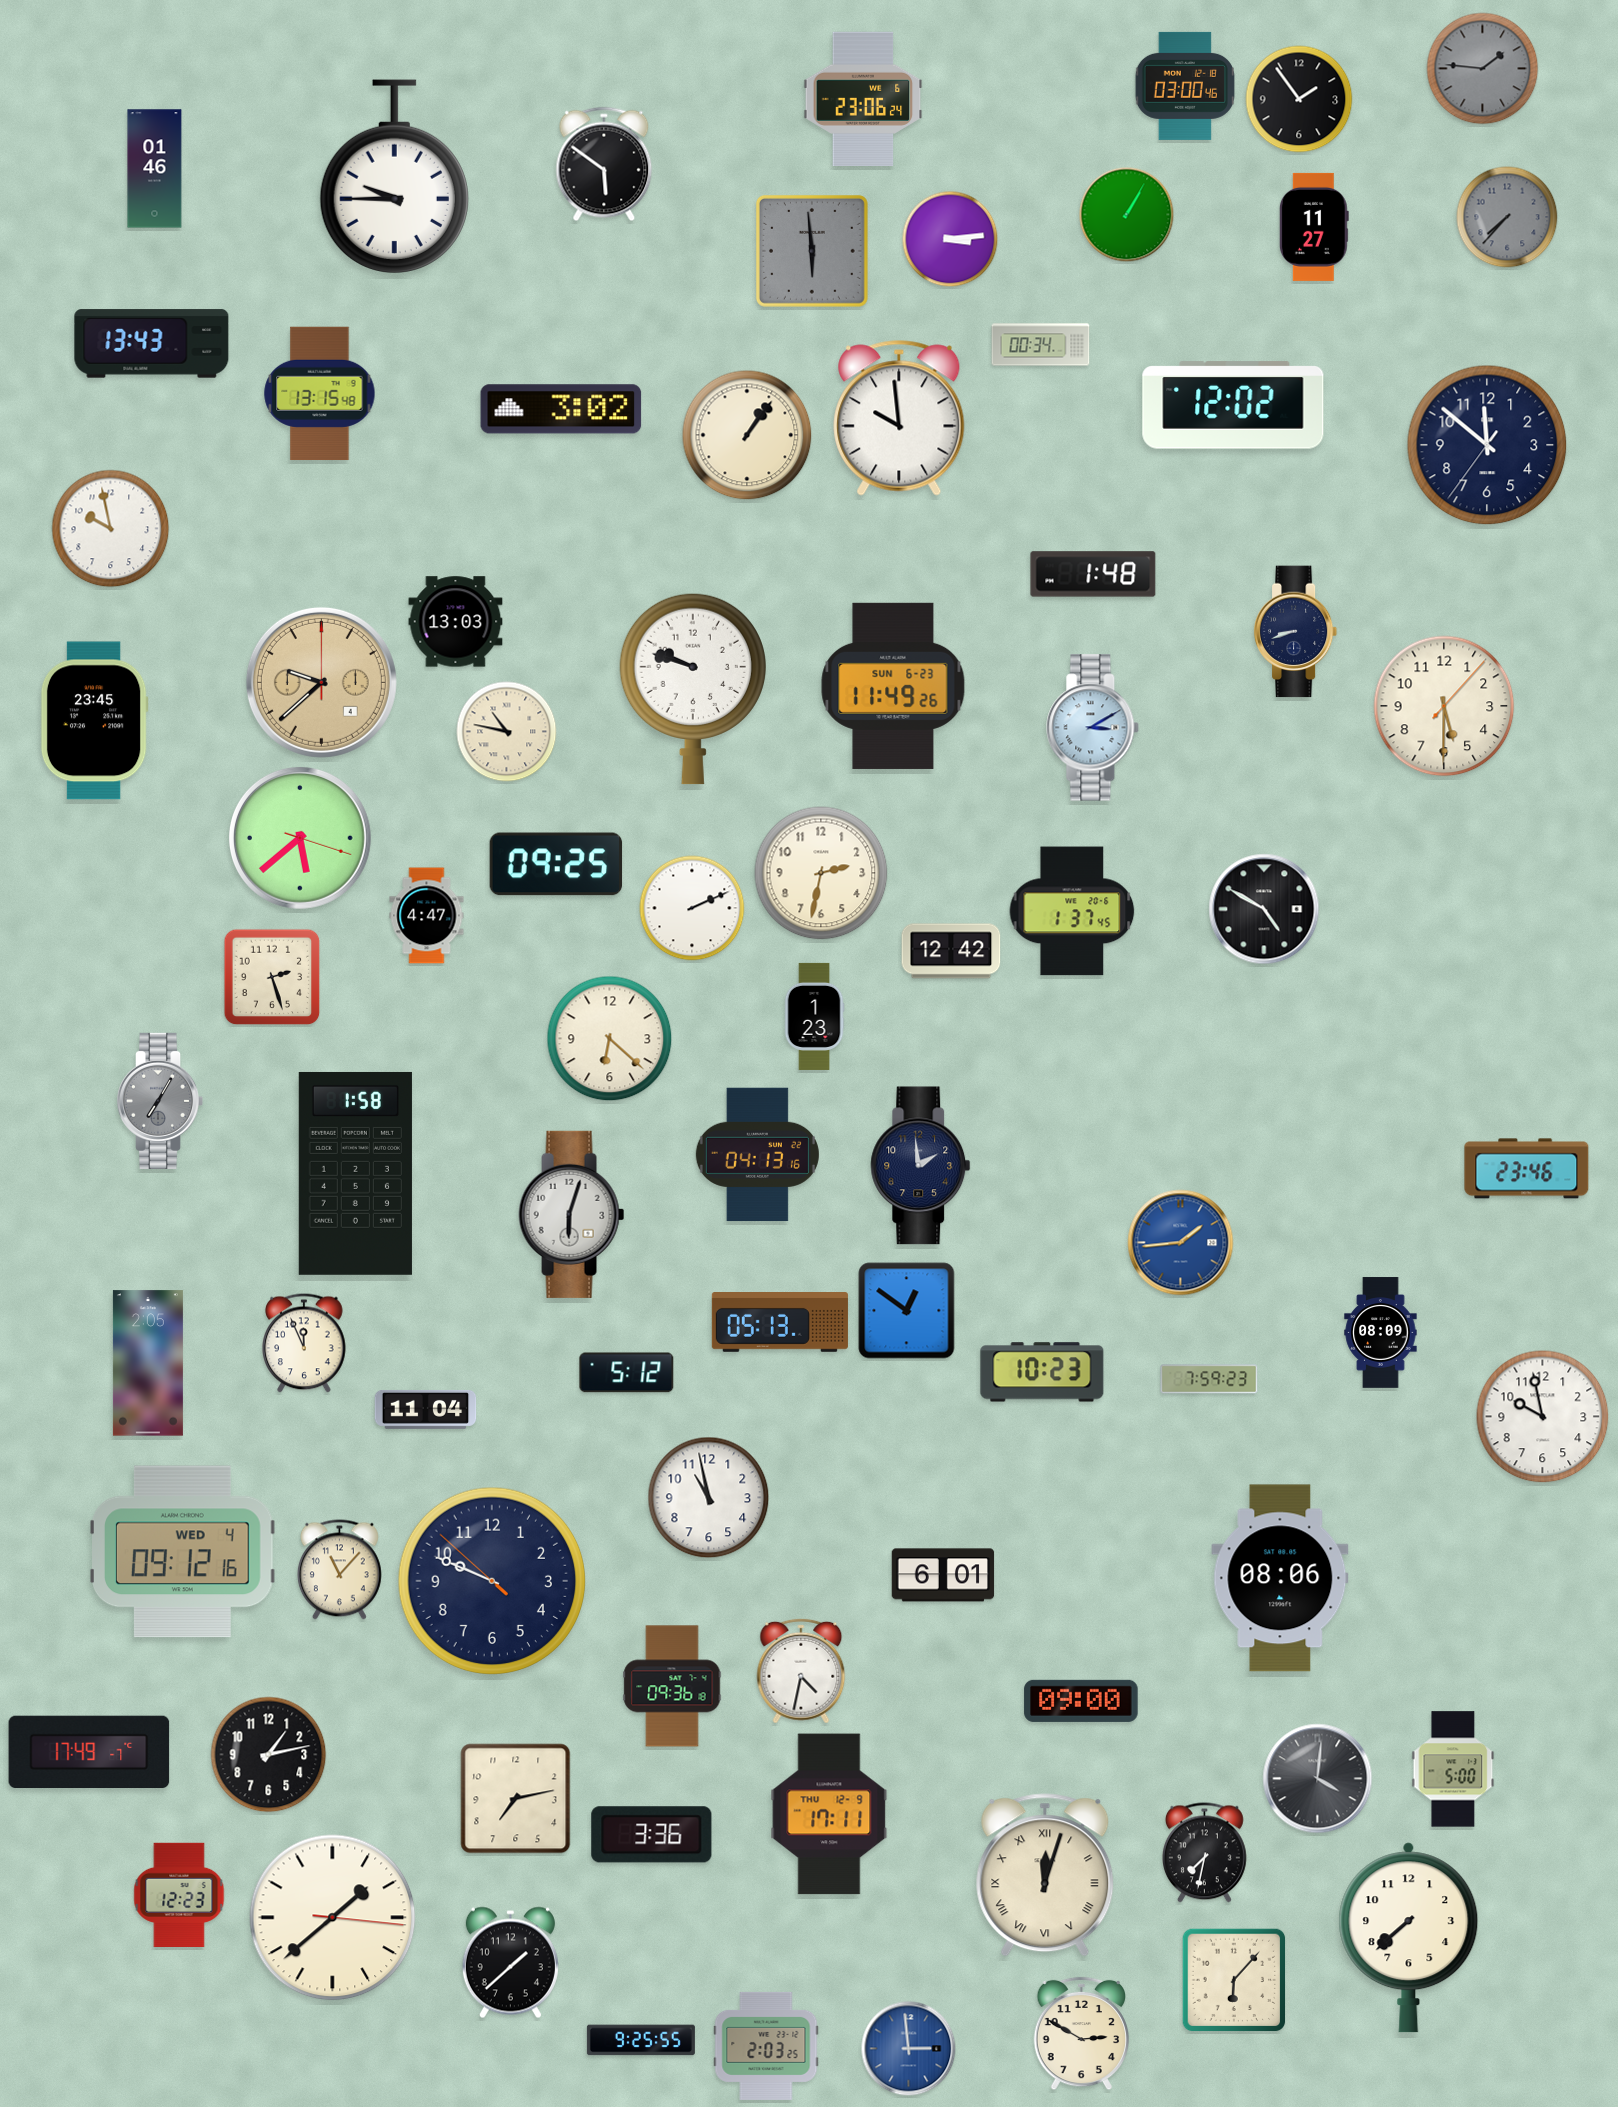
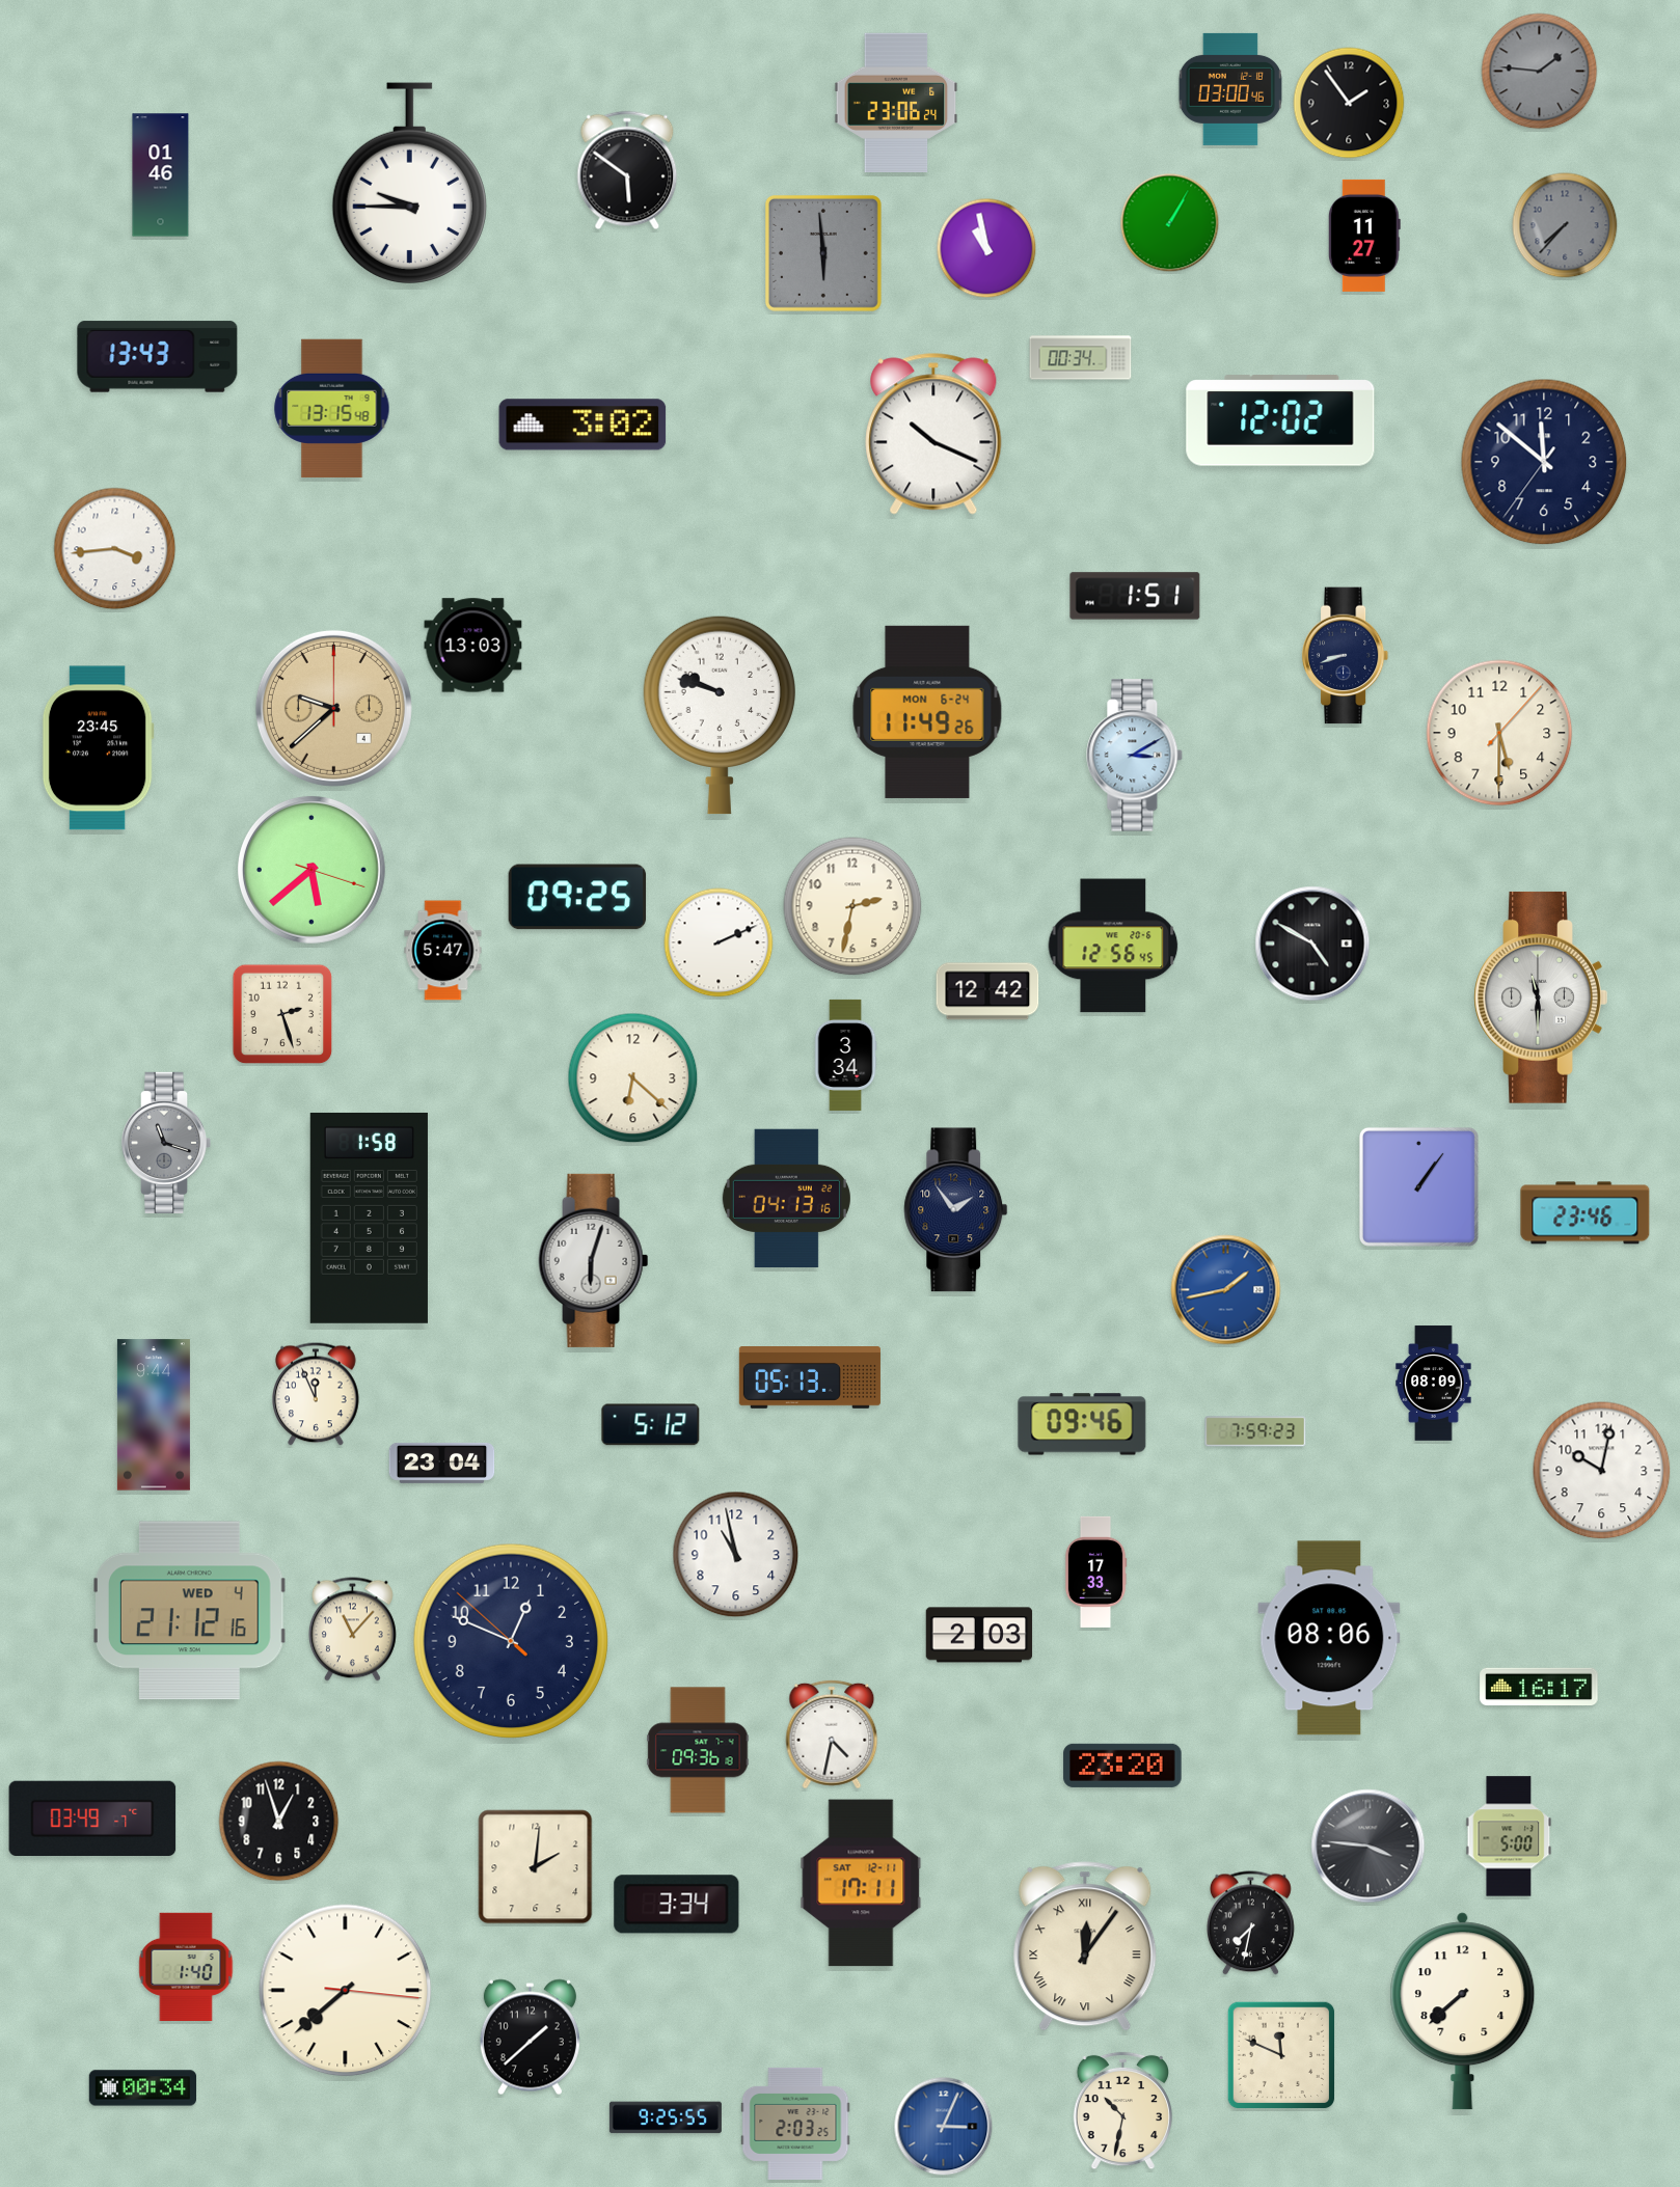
clock at (950, 239): 3:14 -> 10:58
clock at (812, 251) position: (812, 251) -> (823, 253)
clock at (899, 418): 9:59 -> 10:19
clock at (747, 435): 1:06 -> none
clock at (111, 529): 9:58 -> 3:44
clock at (1093, 574): 1:48 -> 1:51
clock at (893, 686) date: SUN 6-23 -> MON 6-24
clock at (507, 732): 10:47 -> none
clock at (1072, 911): 1:37 -> 12:56
clock at (427, 916): 4:47 -> 5:47
clock at (951, 951) position: (951, 951) -> (987, 991)
clock at (1541, 997): none -> 11:30
clock at (814, 1016): 1:23 -> 3:34
clock at (160, 1101): 7:05 -> 11:18
clock at (1418, 1186): none -> 1:06
clock at (921, 1166): 1:59 -> 1:54
clock at (1181, 1243): 1:44 -> 1:43
clock at (907, 1311): 12:51 -> none
clock at (780, 1323) position: (780, 1323) -> (810, 1378)
clock at (148, 1363): 2:05 -> 9:44
clock at (1042, 1372): 10:23 -> 09:46
clock at (426, 1409): 11:04 -> 23:04
clock at (1543, 1417): 9:58 -> 10:02
clock at (1095, 1571): none -> 17:33
clock at (183, 1552): 09:12 -> 21:12
clock at (943, 1575): 6:01 -> 2:03
clock at (492, 1581): 9:48 -> 12:48
clock at (1539, 1686): none -> 16:17
clock at (1081, 1701): 09:00 -> 23:20
clock at (89, 1751): 17:49 -> 03:49
clock at (269, 1755): 1:13 -> 12:57
clock at (1318, 1779): 4:01 -> 3:46
clock at (516, 1799): 7:13 -> 2:01
clock at (829, 1814) date: THU 12-9 -> SAT 12-11
clock at (652, 1835): 3:36 -> 3:34
clock at (1045, 1875): 12:03 -> 12:06
clock at (179, 1894): 12:23 -> 1:40
clock at (333, 1918): 1:38 -> 7:38
clock at (1234, 1980): 6:07 -> 11:49
clock at (143, 2088): none -> 00:34
clock at (1082, 2034): 2:50 -> 10:32
clock at (909, 2049): 2:59 -> 3:04
